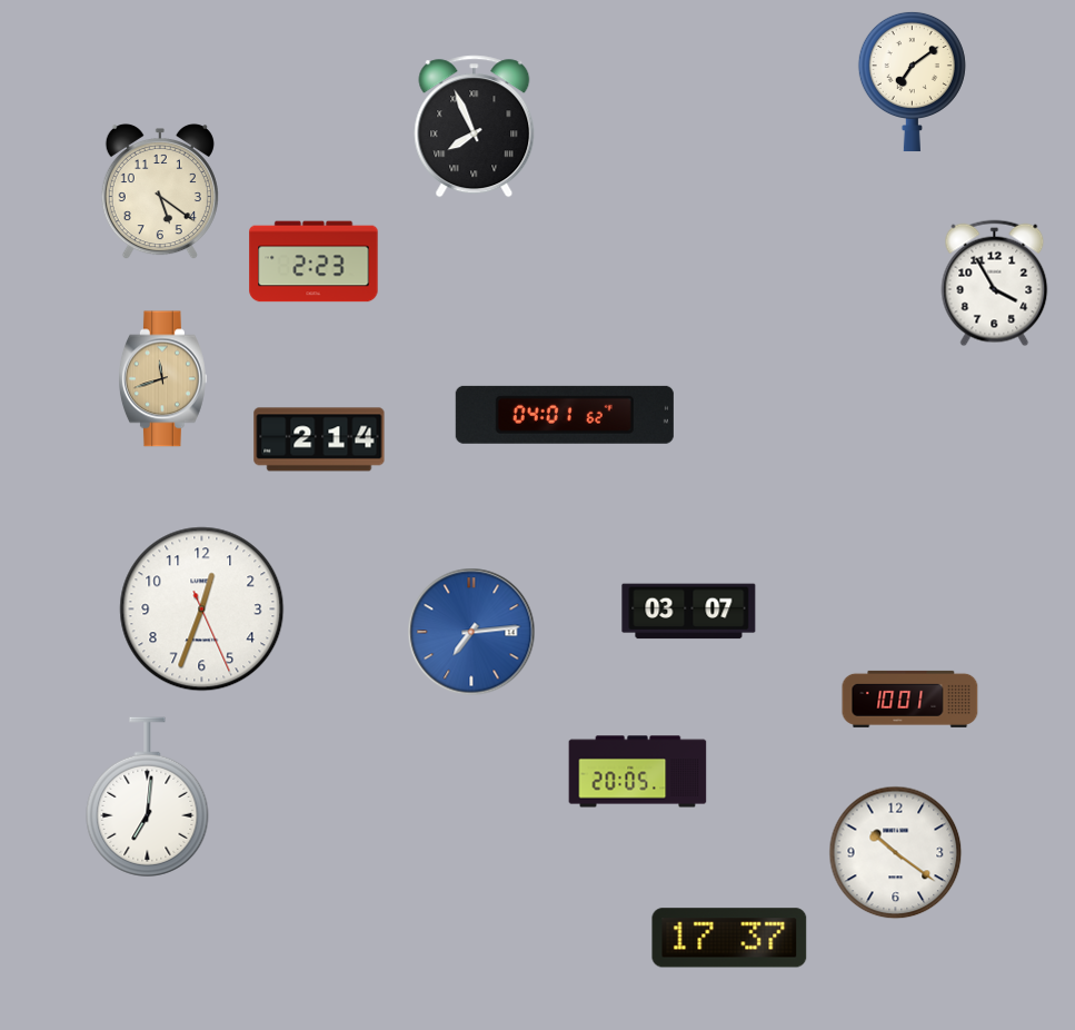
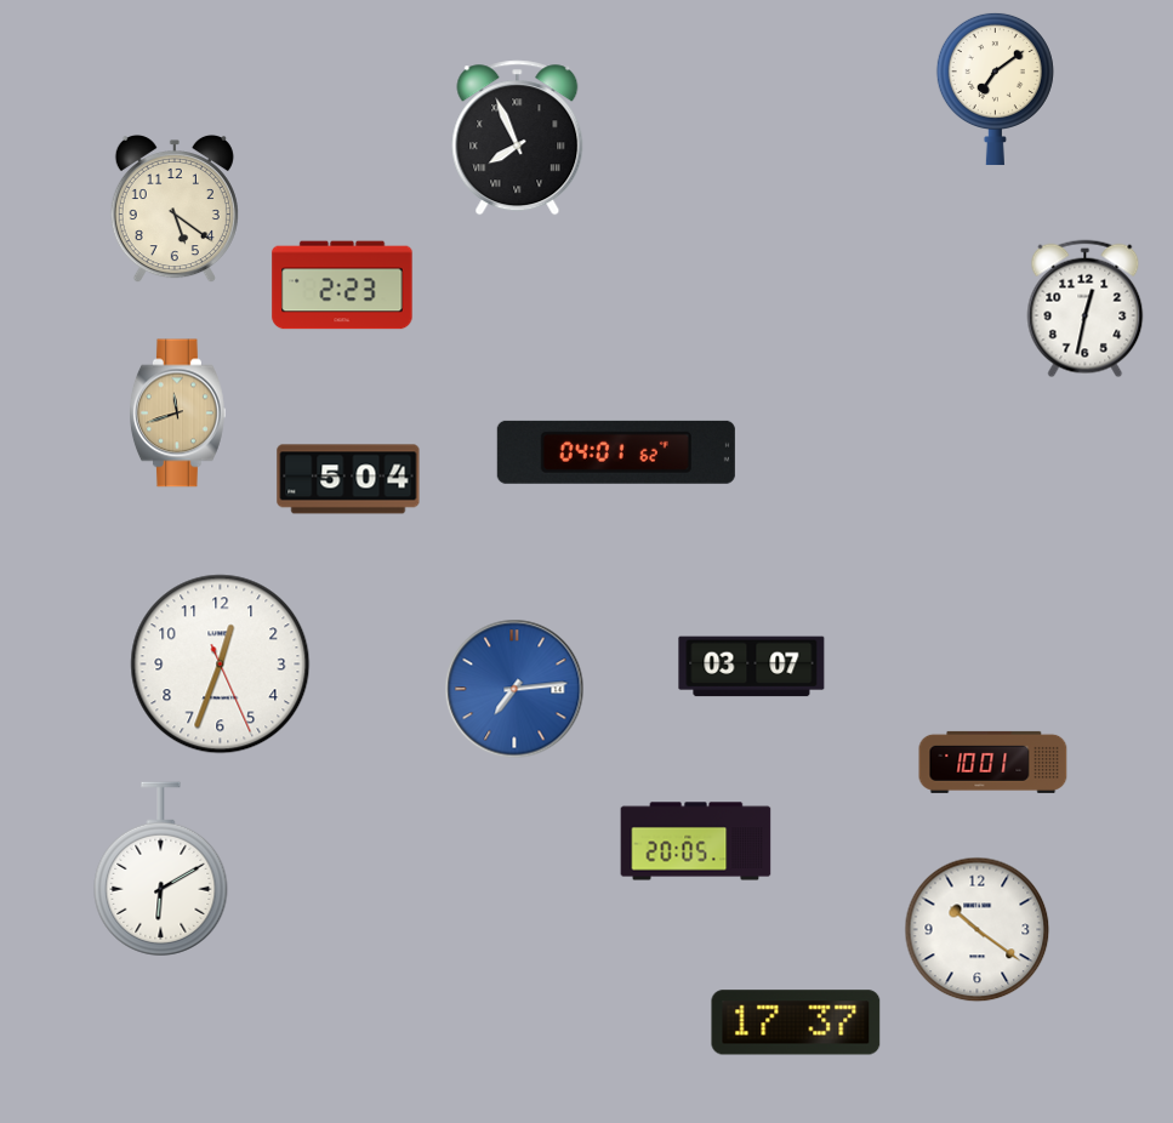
clock at (995, 284): 3:55 -> 12:32
clock at (319, 439): 2:14 -> 5:04
clock at (148, 798): 7:01 -> 6:10
